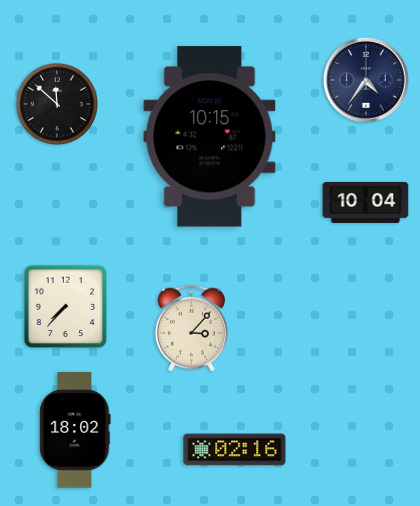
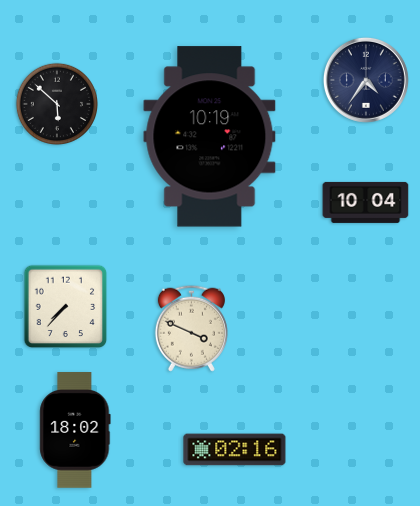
clock at (56, 103): 11:52 -> 5:52
clock at (210, 137): 10:15 -> 10:19
clock at (191, 328): 3:07 -> 3:49
